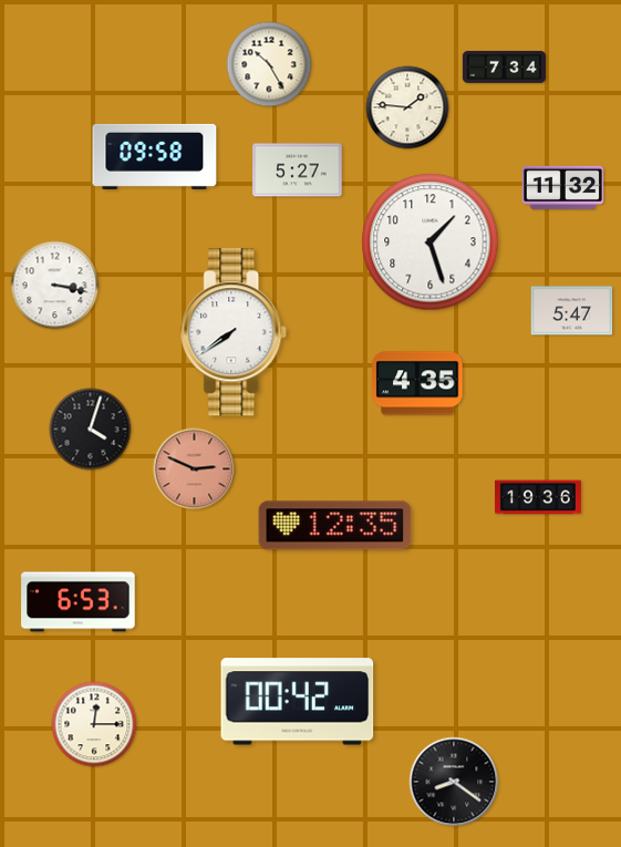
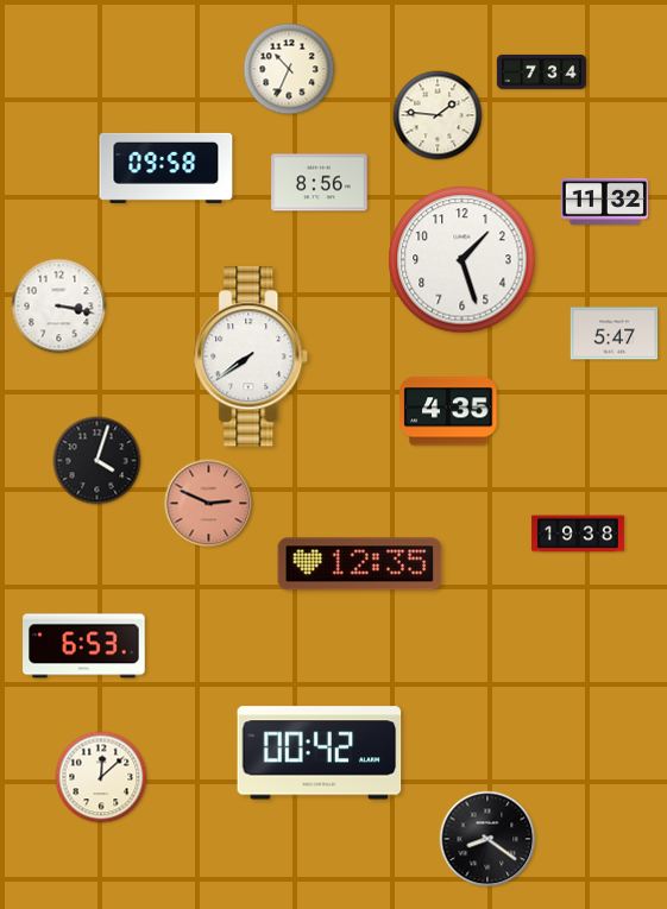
clock at (269, 64): 10:25 -> 10:34
clock at (298, 171): 5:27 -> 8:56
clock at (538, 497): 19:36 -> 19:38
clock at (94, 724): 12:15 -> 12:08
